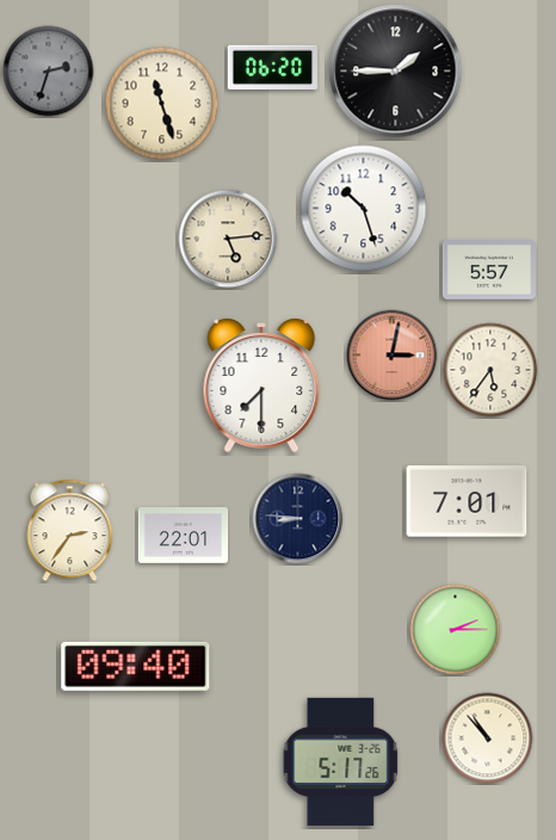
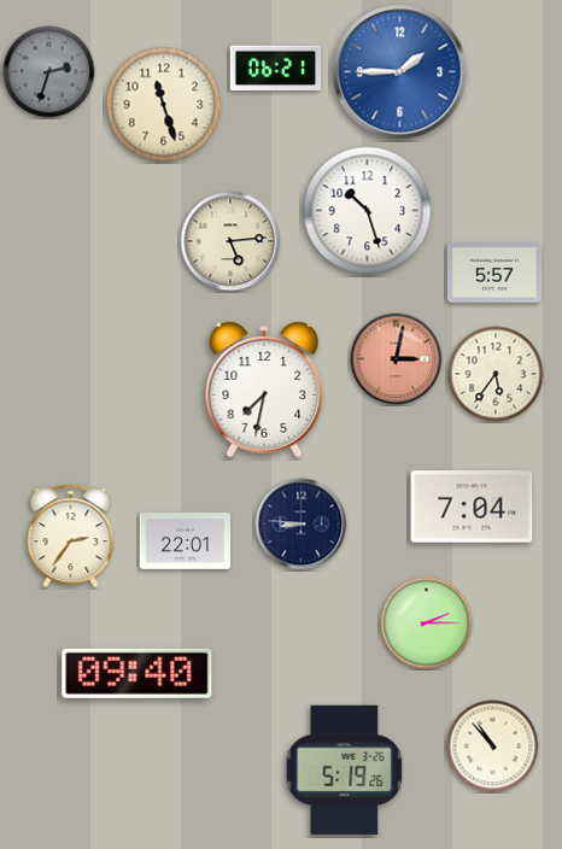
clock at (272, 68): 06:20 -> 06:21
clock at (396, 72) dial: black -> blue
clock at (261, 385): 7:30 -> 7:32
clock at (467, 501): 7:01 -> 7:04
clock at (456, 630) position: (456, 630) -> (427, 623)
clock at (341, 761): 5:17 -> 5:19
